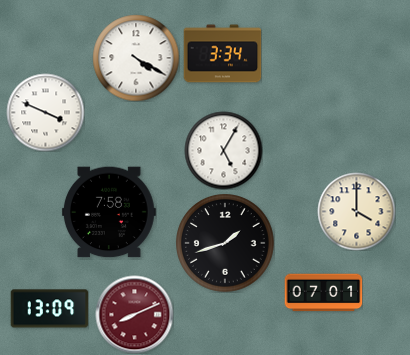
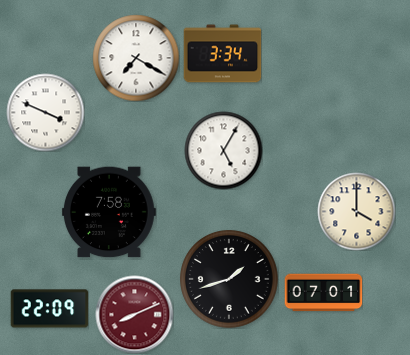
clock at (136, 58): 4:20 -> 7:20
clock at (226, 244) position: (226, 244) -> (230, 280)
clock at (49, 309): 13:09 -> 22:09
